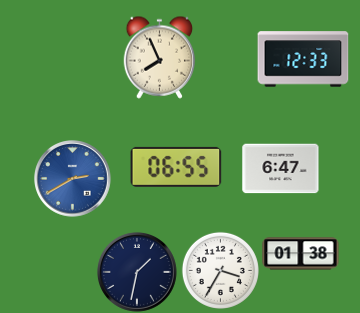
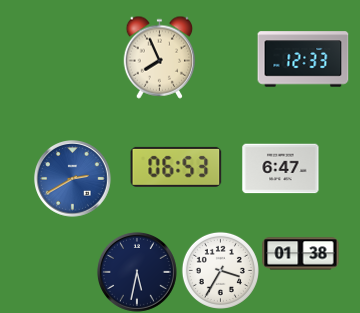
clock at (176, 167): 06:55 -> 06:53
clock at (137, 272): 1:32 -> 5:32
